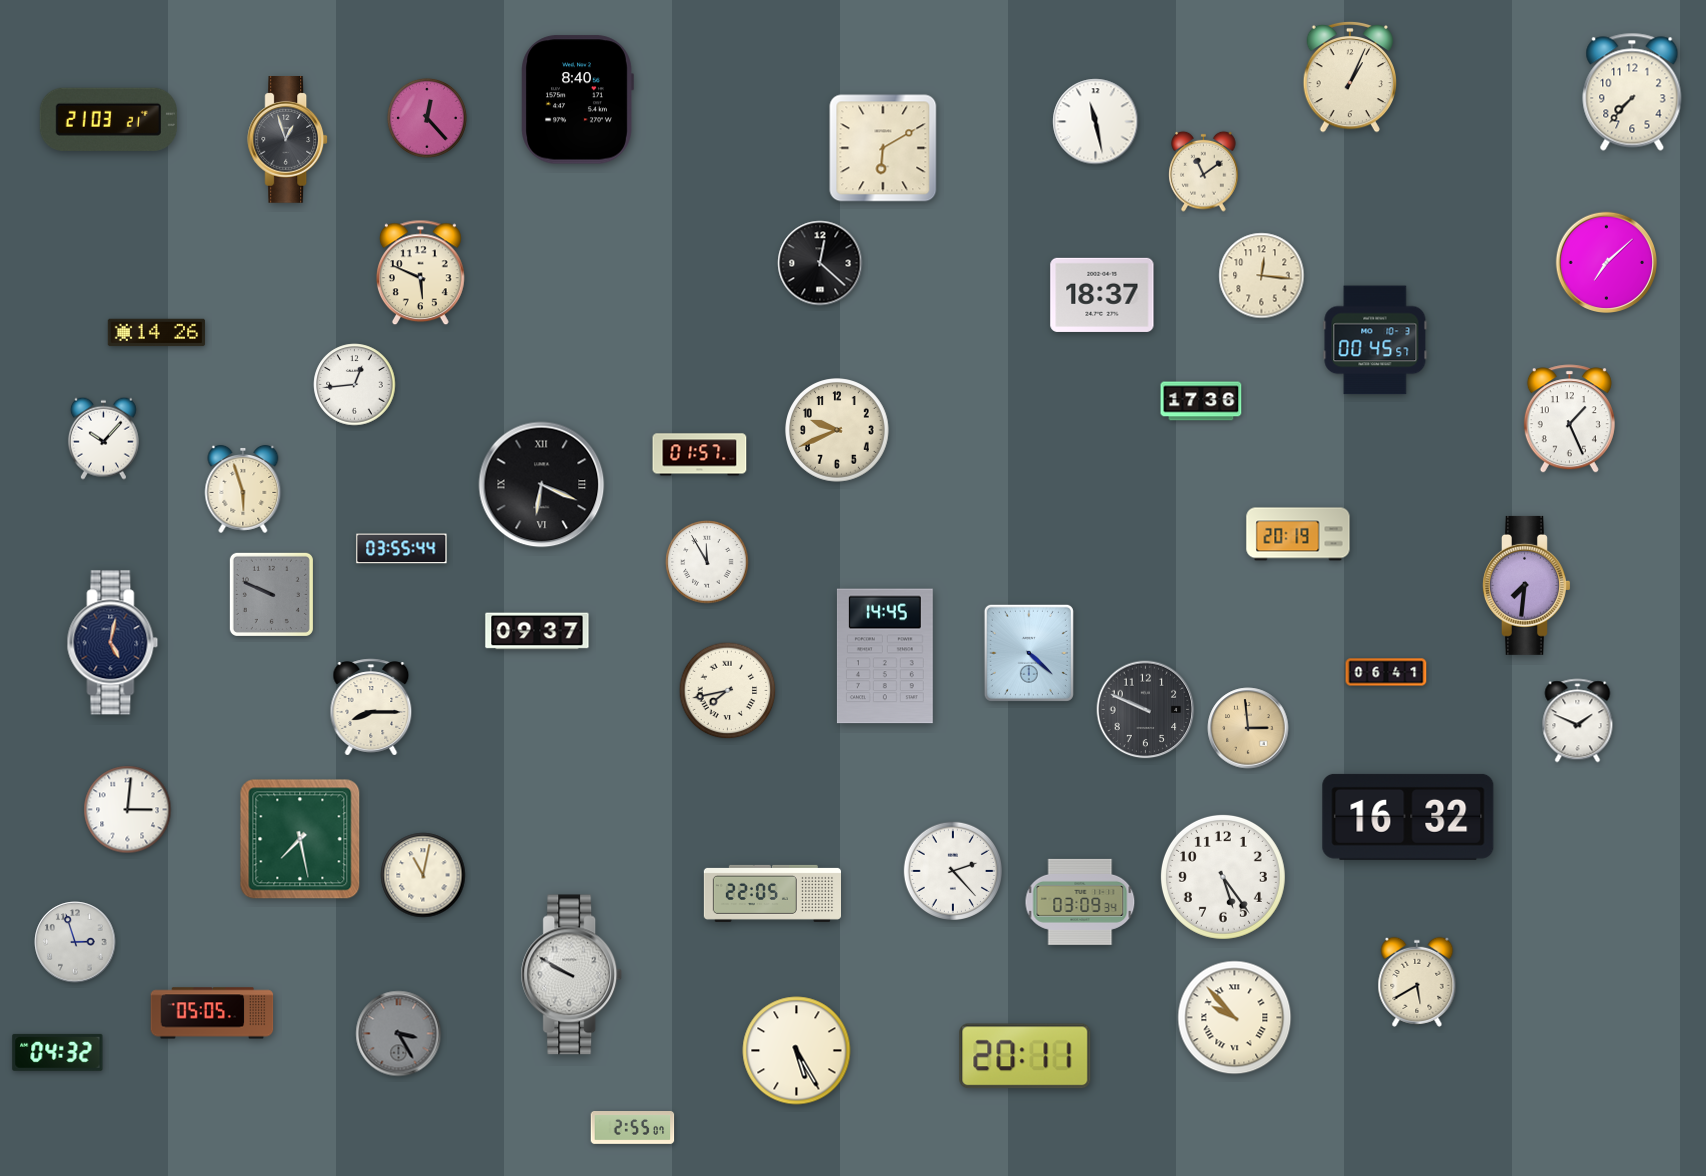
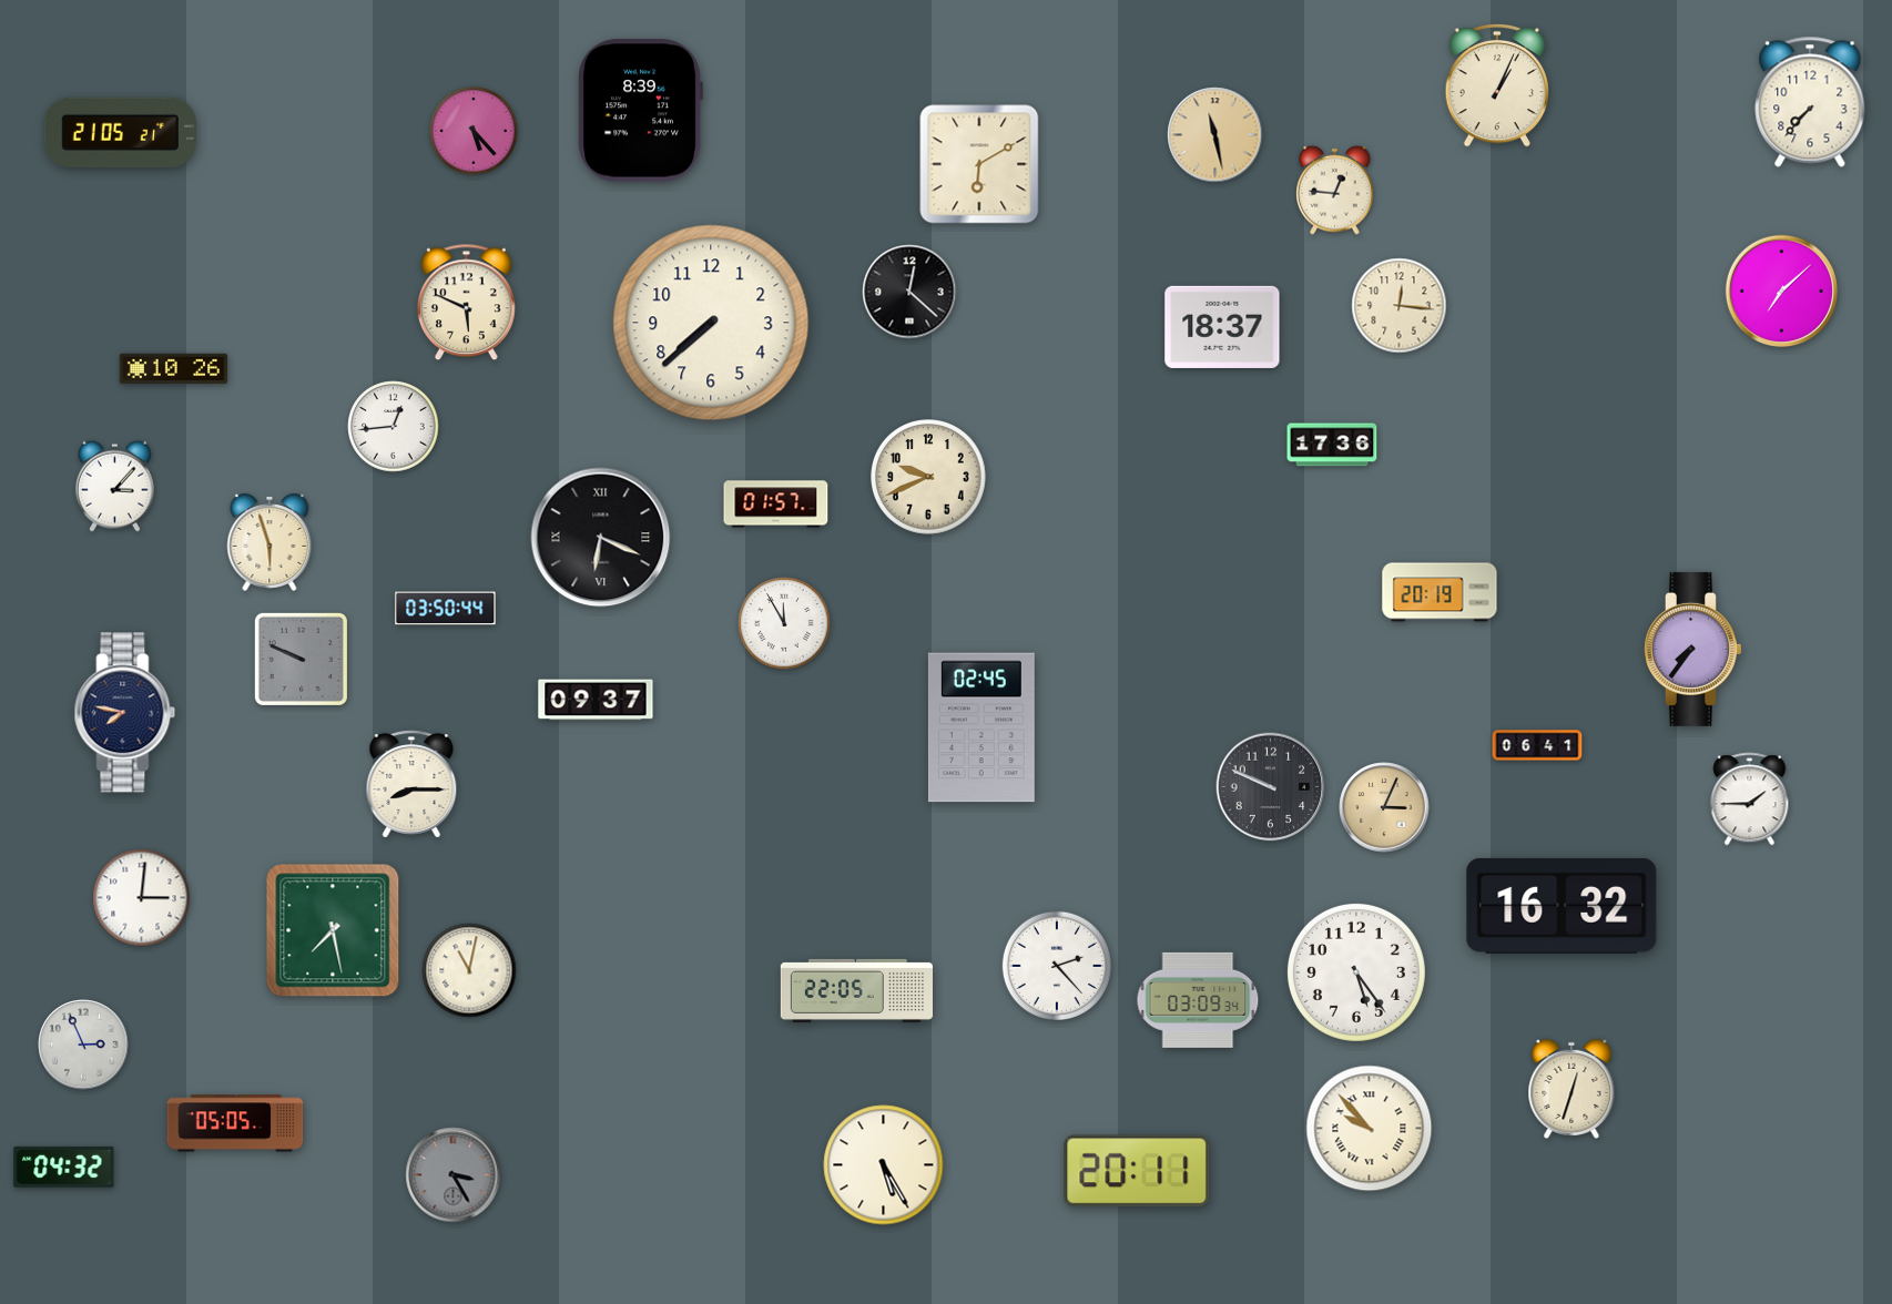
clock at (577, 100): 8:40 -> 8:39
clock at (427, 118): 12:23 -> 5:23
clock at (108, 119): 21:03 -> 21:05
clock at (1096, 122) dial: white -> champagne
clock at (288, 140): 12:57 -> none
clock at (1204, 171): 11:09 -> 12:46
clock at (711, 323): none -> 7:38
clock at (157, 333): 14:26 -> 10:26
clock at (1375, 340): 00:45 -> none
clock at (1569, 419): 1:26 -> none
clock at (103, 438): 10:07 -> 3:07
clock at (402, 549): 03:55 -> 03:50
clock at (1527, 585): 7:31 -> 7:36
clock at (113, 643): 5:02 -> 7:47
clock at (1029, 653): 4:22 -> none
clock at (885, 656): 14:45 -> 02:45
clock at (728, 691): 7:43 -> none
clock at (1578, 721): 1:49 -> 1:45
clock at (1248, 728): 2:59 -> 3:04
clock at (75, 942): 2:57 -> 2:56
clock at (572, 975): 9:50 -> none
clock at (1417, 982): 5:40 -> 12:33
clock at (399, 1034) position: (399, 1034) -> (454, 1175)
clock at (633, 1128): 2:55 -> none
